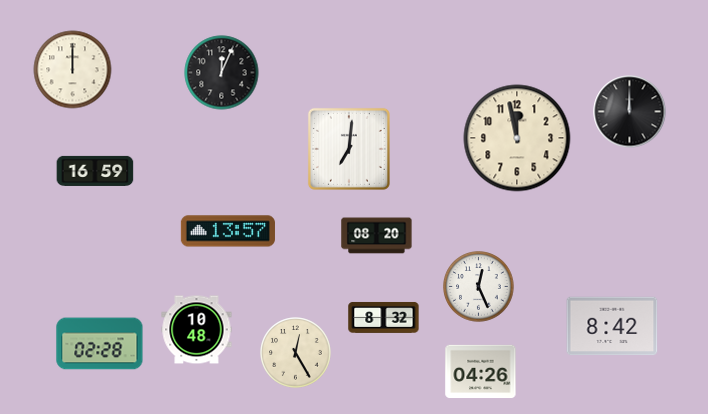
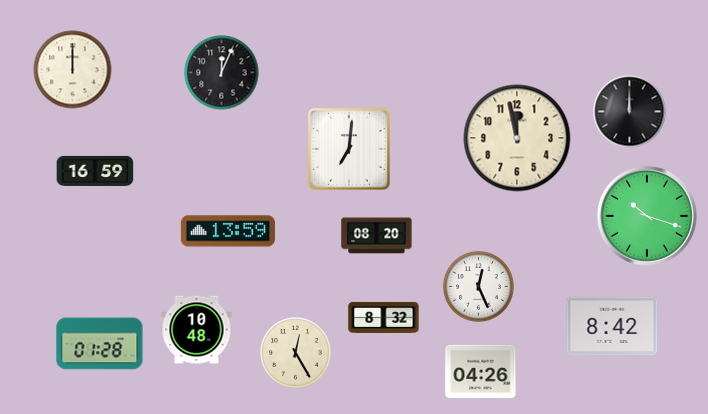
clock at (647, 216): none -> 10:18
clock at (228, 231): 13:57 -> 13:59
clock at (100, 344): 02:28 -> 01:28
